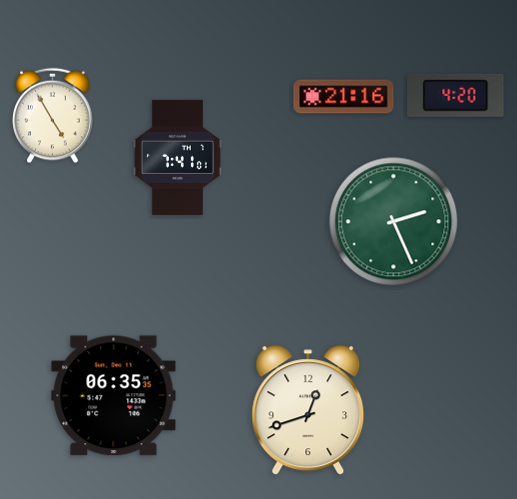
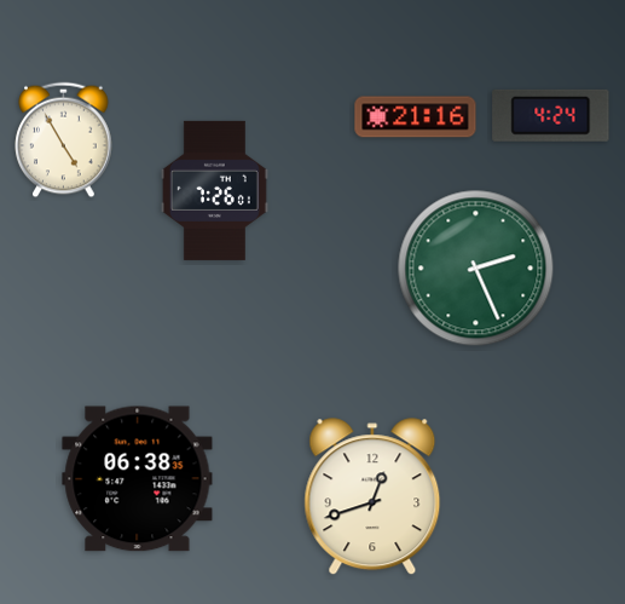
clock at (456, 95): 4:20 -> 4:24
clock at (177, 157): 7:41 -> 7:26
clock at (114, 396): 06:35 -> 06:38
